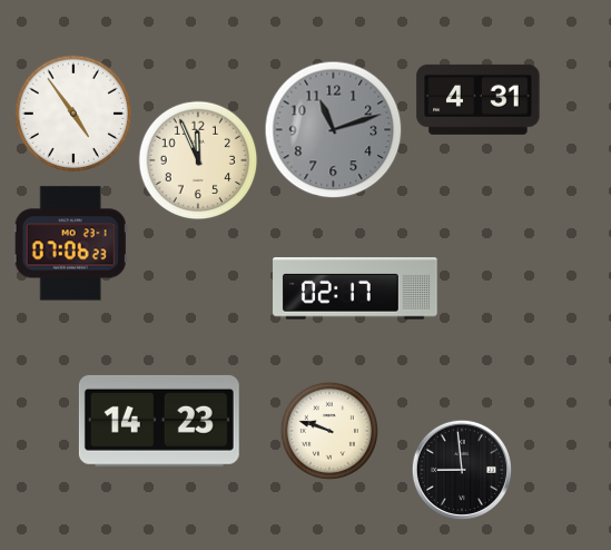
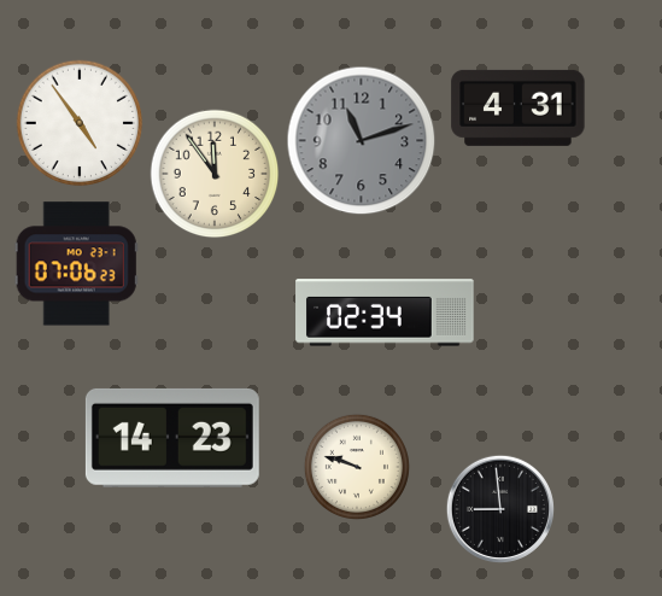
clock at (198, 160): 11:56 -> 11:54
clock at (355, 288): 02:17 -> 02:34
clock at (159, 421) position: (159, 421) -> (172, 438)
